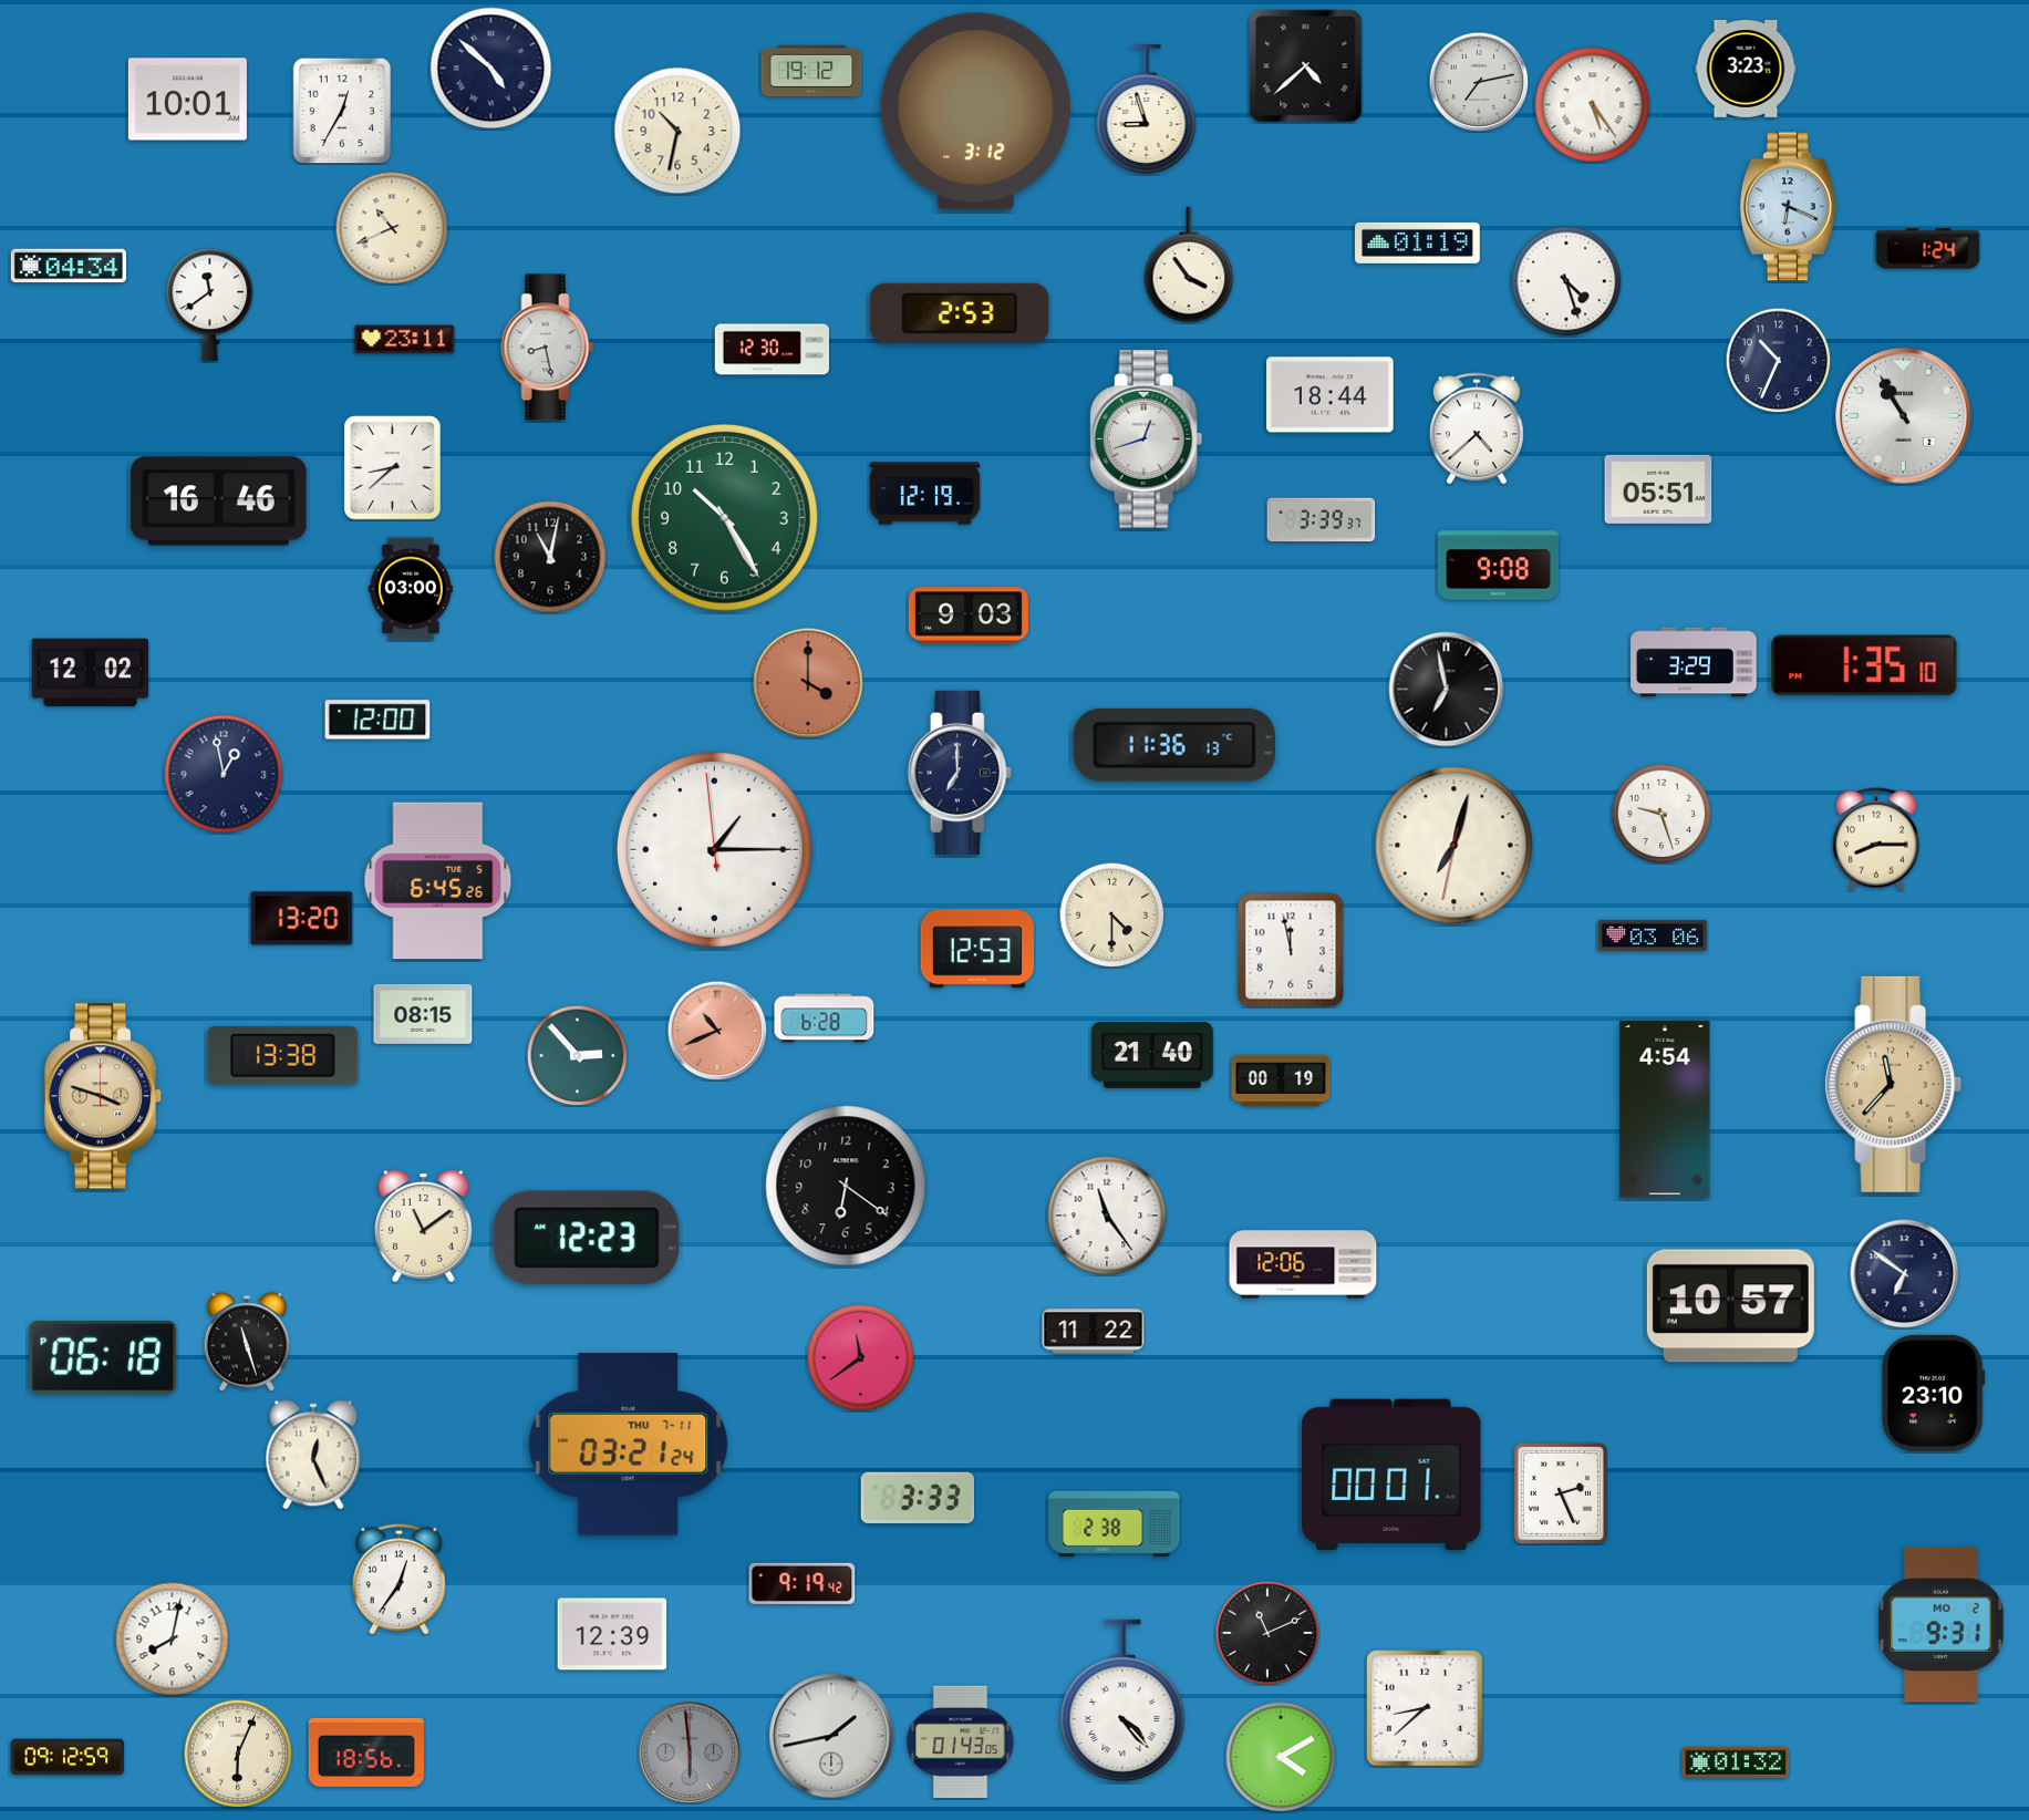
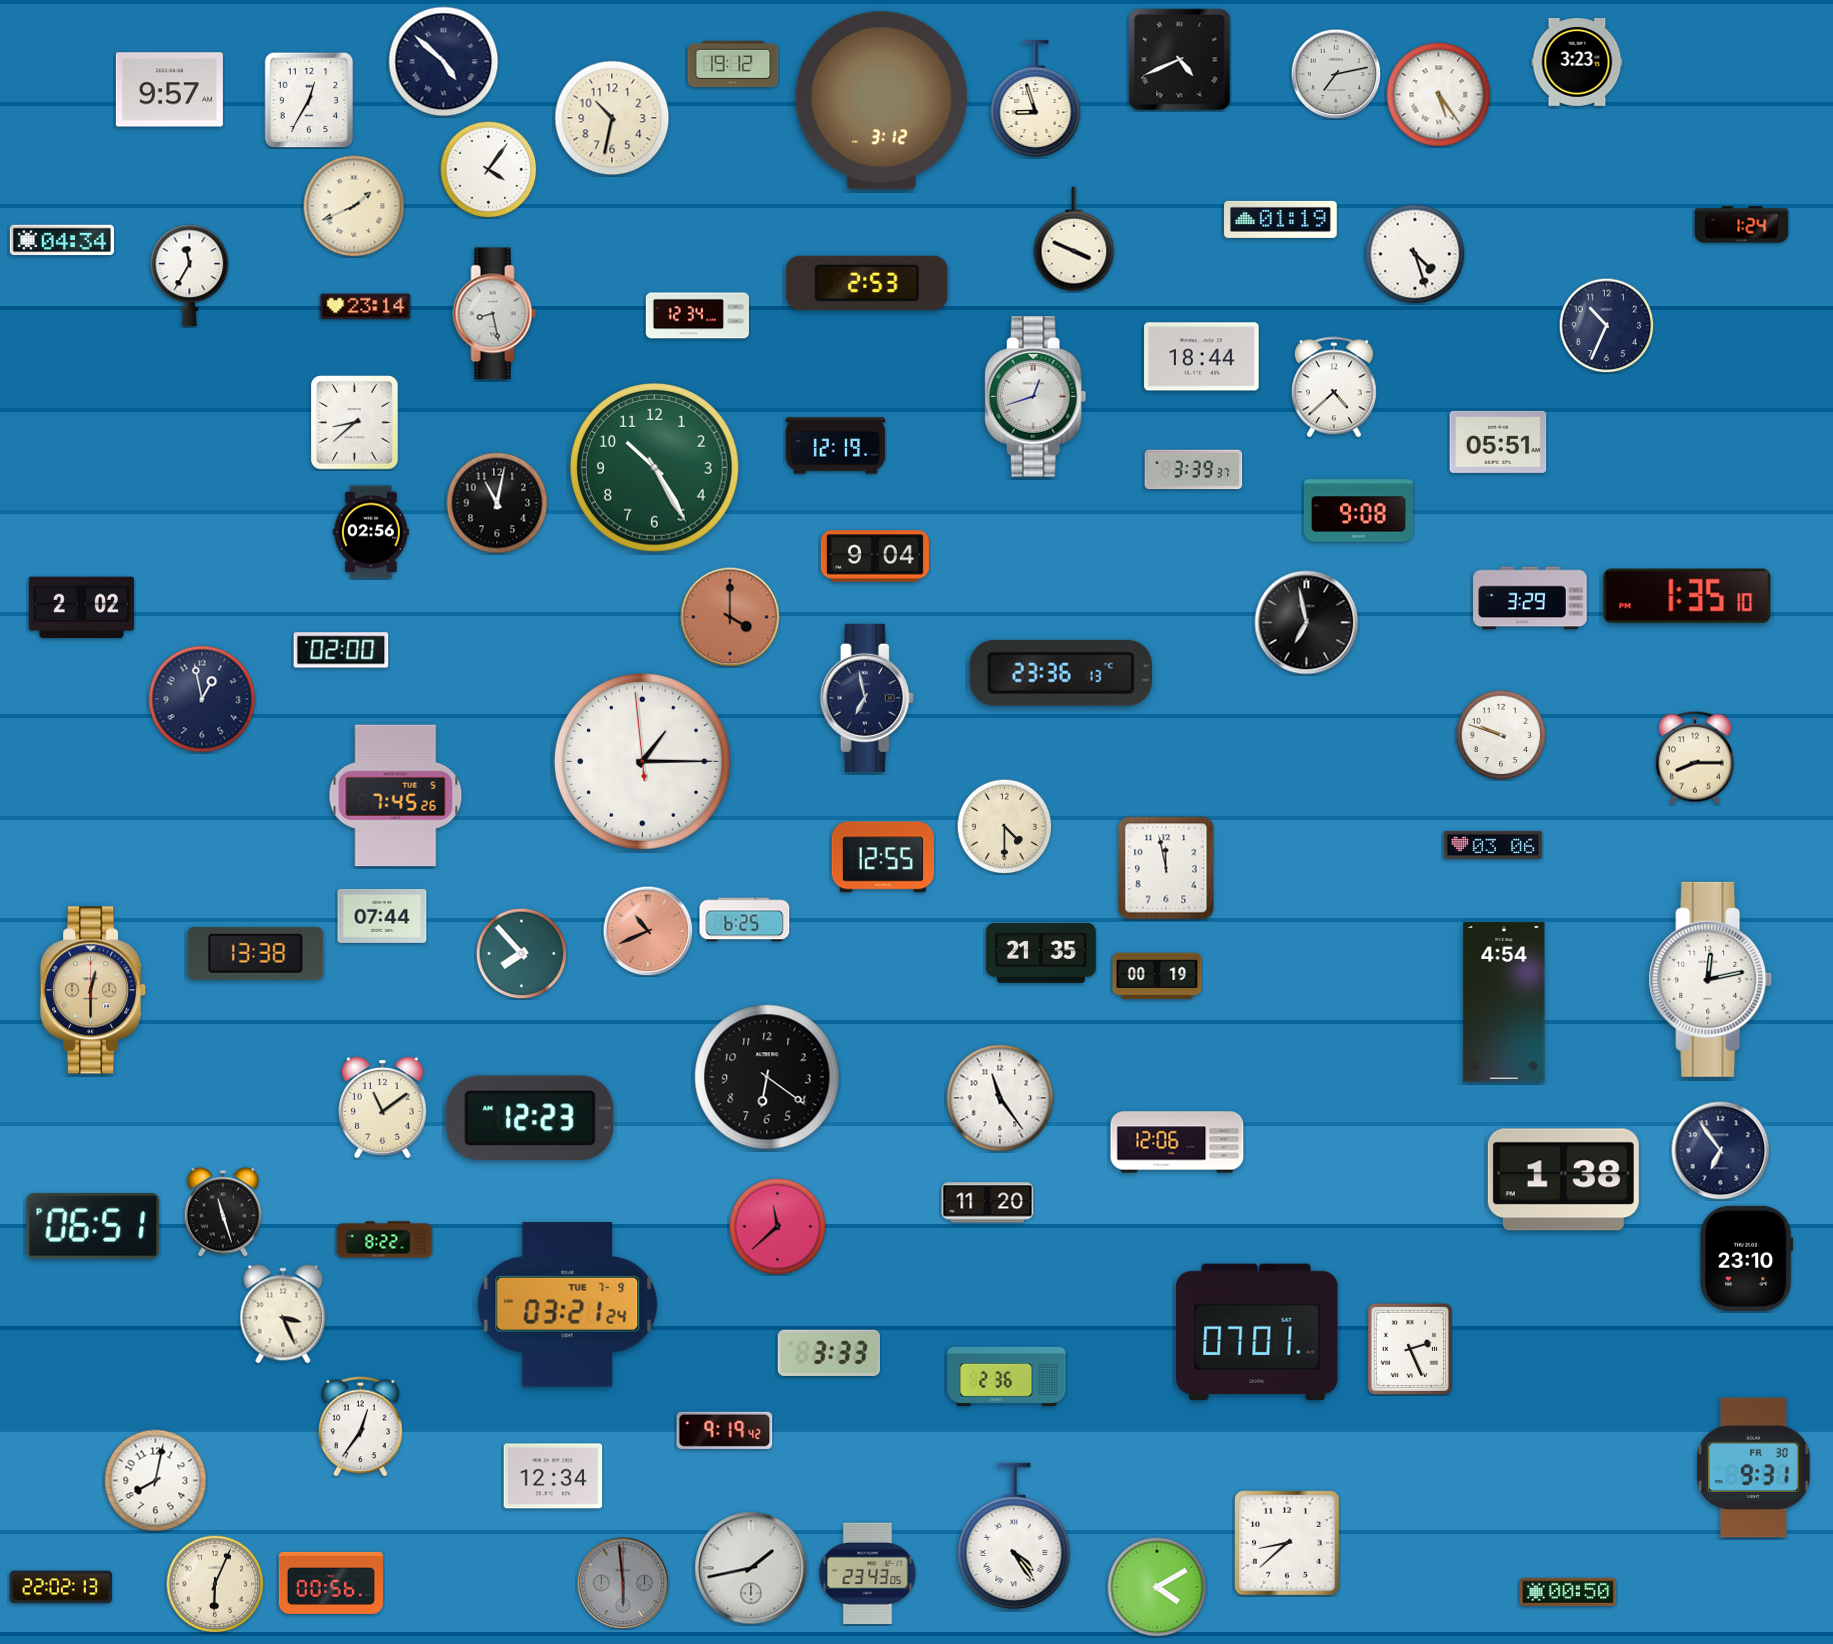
clock at (1306, 66): 4:38 -> 4:41
clock at (187, 100): 10:01 -> 9:57
clock at (488, 169): none -> 4:06
clock at (1788, 207): 6:19 -> none
clock at (392, 228): 10:41 -> 1:41
clock at (1189, 265): 3:54 -> 3:49
clock at (210, 306): 11:39 -> 11:35
clock at (405, 340): 23:11 -> 23:14
clock at (772, 350): 12:30 -> 12:34
clock at (1904, 416): 10:55 -> none
clock at (219, 501): 16:46 -> none
clock at (1498, 566) position: (1498, 566) -> (1358, 511)
clock at (411, 589): 03:00 -> 02:56
clock at (969, 616): 9:03 -> 9:04
clock at (1864, 665) position: (1864, 665) -> (1687, 596)
clock at (90, 673): 12:02 -> 2:02
clock at (377, 720): 12:00 -> 02:00
clock at (1173, 745): 11:36 -> 23:36
clock at (960, 773): 7:00 -> 6:58
clock at (1661, 814): 9:27 -> 9:48
clock at (1455, 846): 7:02 -> none
clock at (714, 849) position: (714, 849) -> (642, 761)
clock at (438, 881): 6:45 -> 7:45
clock at (302, 919): 13:20 -> none
clock at (977, 949): 12:53 -> 12:55
clock at (1291, 950) position: (1291, 950) -> (1166, 868)
clock at (423, 1014): 08:15 -> 07:44
clock at (825, 1018): 6:28 -> 6:25
clock at (577, 1055): 2:53 -> 7:53
clock at (1152, 1055): 21:40 -> 21:35
clock at (1894, 1084): 11:37 -> 12:13
clock at (1894, 1084) dial: champagne -> white
clock at (104, 1096): 3:48 -> 12:30
clock at (846, 1186) position: (846, 1186) -> (767, 1077)
clock at (1905, 1274): 6:51 -> 6:54
clock at (1730, 1306): 10:57 -> 1:38
clock at (1094, 1332): 11:22 -> 11:20
clock at (860, 1357): 11:39 -> 11:38
clock at (103, 1358): 06:18 -> 06:51
clock at (385, 1240): none -> 8:22
clock at (629, 1445) date: THU 7-11 -> TUE 7-9
clock at (313, 1455): 12:26 -> 3:26
clock at (1391, 1475): 00:01 -> 07:01
clock at (1115, 1523): 2:38 -> 2:36
clock at (1940, 1625) date: MO 2 -> FR 30
clock at (1267, 1633): 11:11 -> none
clock at (612, 1634): 12:39 -> 12:34
clock at (1122, 1700): 4:23 -> 4:24
clock at (961, 1743): 01:43 -> 23:43
clock at (366, 1752): 18:56 -> 00:56
clock at (68, 1757): 09:12 -> 22:02
clock at (1736, 1762): 01:32 -> 00:50
